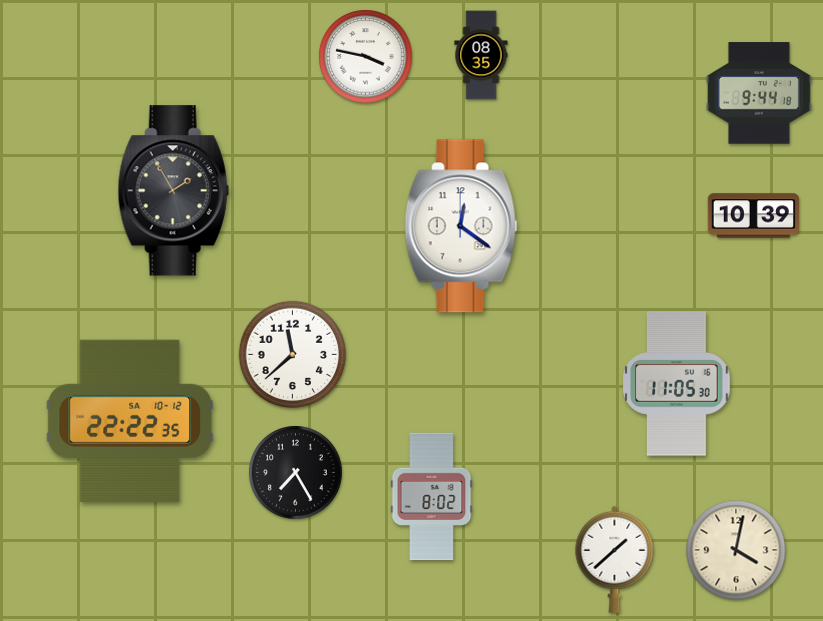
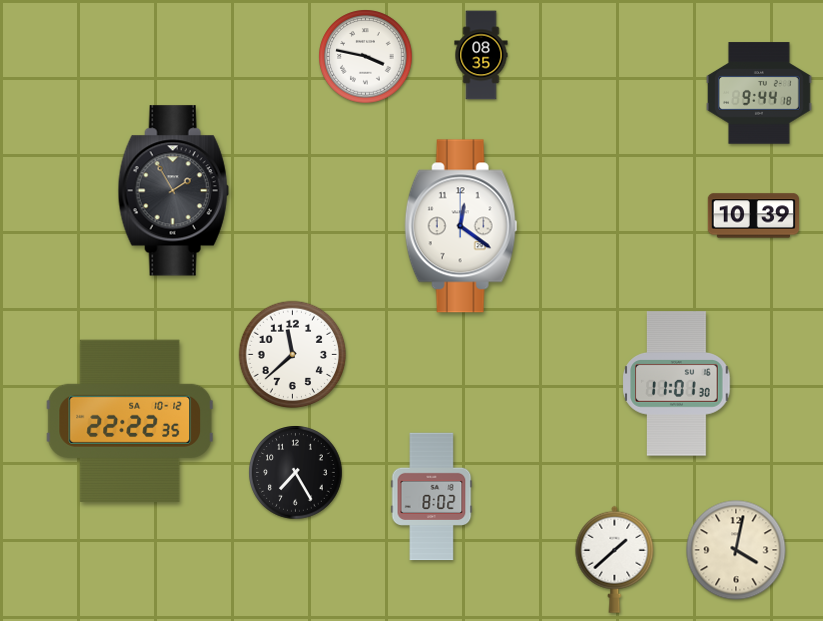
clock at (677, 384): 11:05 -> 11:01
